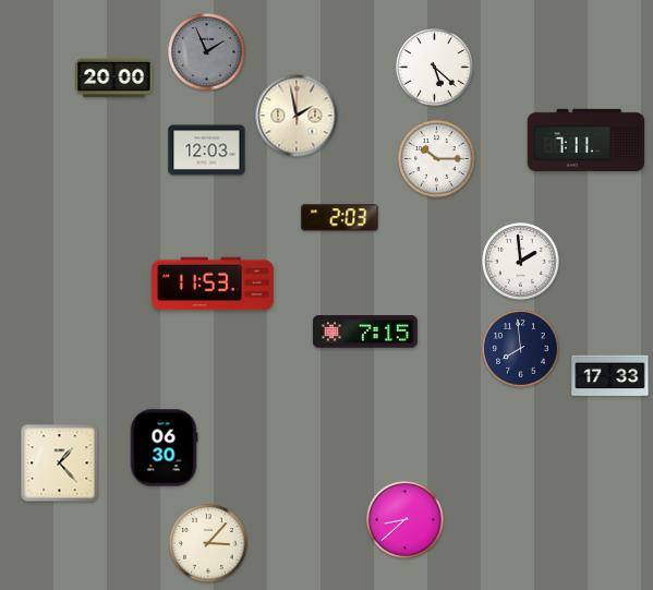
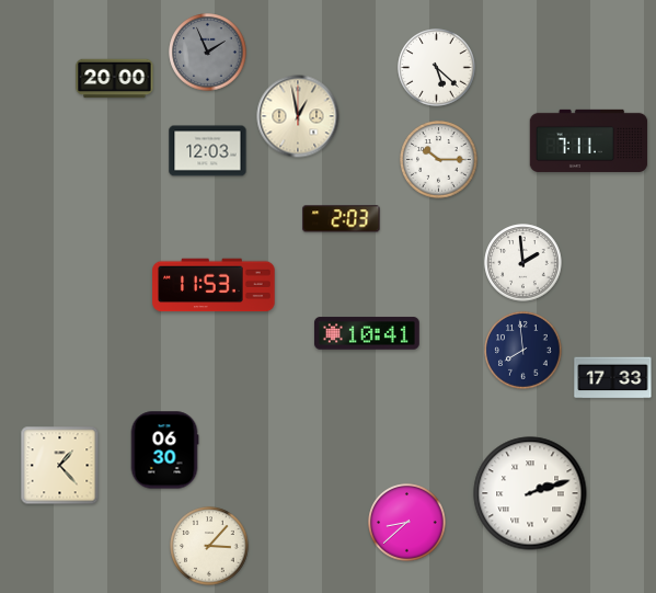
clock at (297, 116): 1:58 -> 12:58
clock at (365, 332): 7:15 -> 10:41
clock at (530, 493): none -> 2:12
